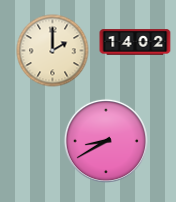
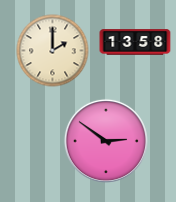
clock at (135, 42): 14:02 -> 13:58
clock at (106, 141): 8:40 -> 2:51
